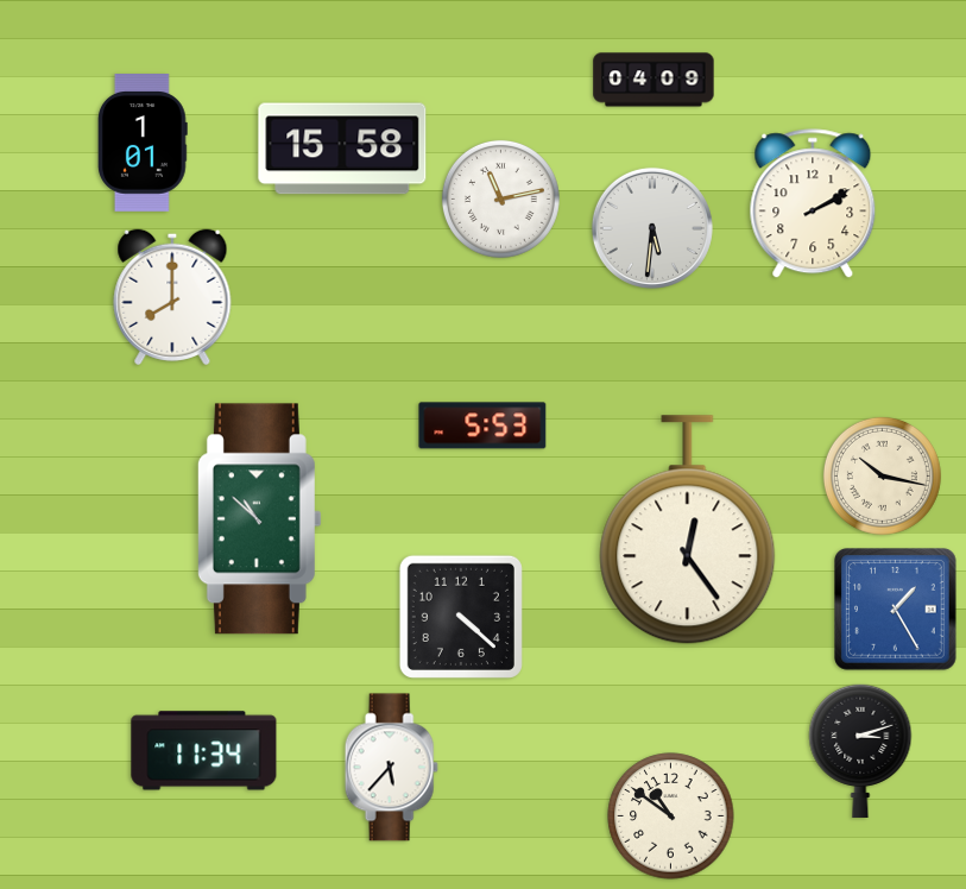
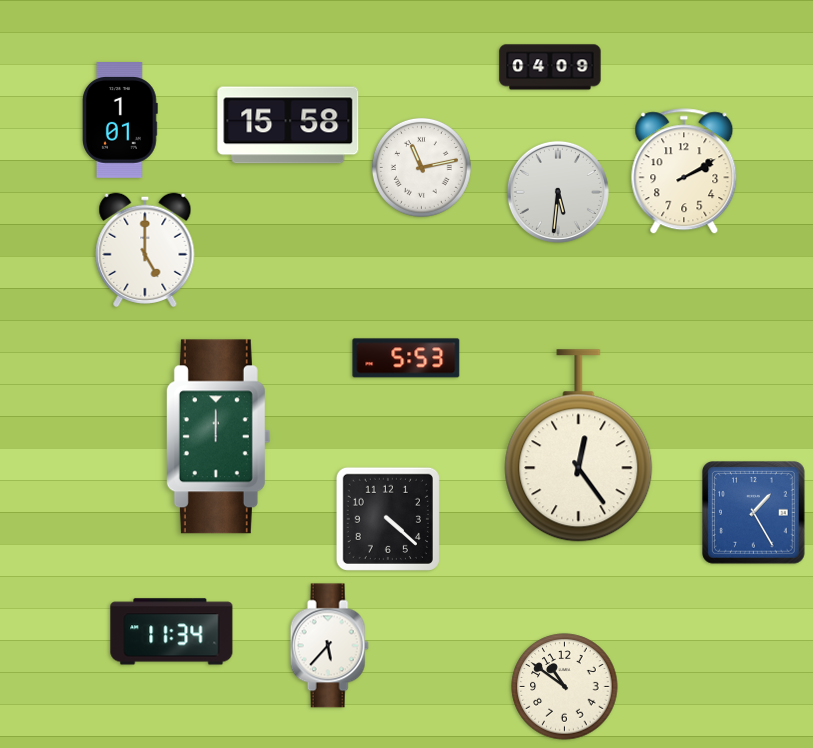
clock at (652, 228) position: (652, 228) -> (558, 192)
clock at (172, 297): 8:00 -> 5:00
clock at (882, 475): 10:17 -> none
clock at (259, 519): 10:52 -> 12:00
clock at (860, 750): 3:12 -> none
